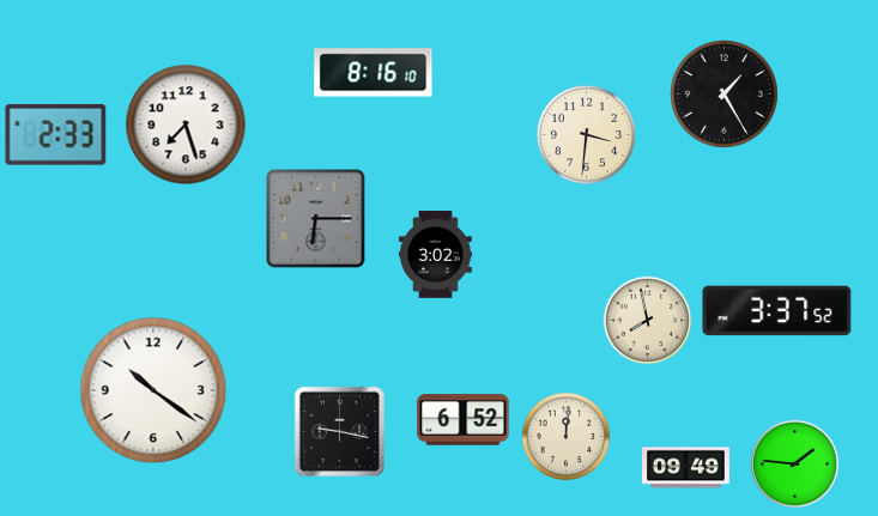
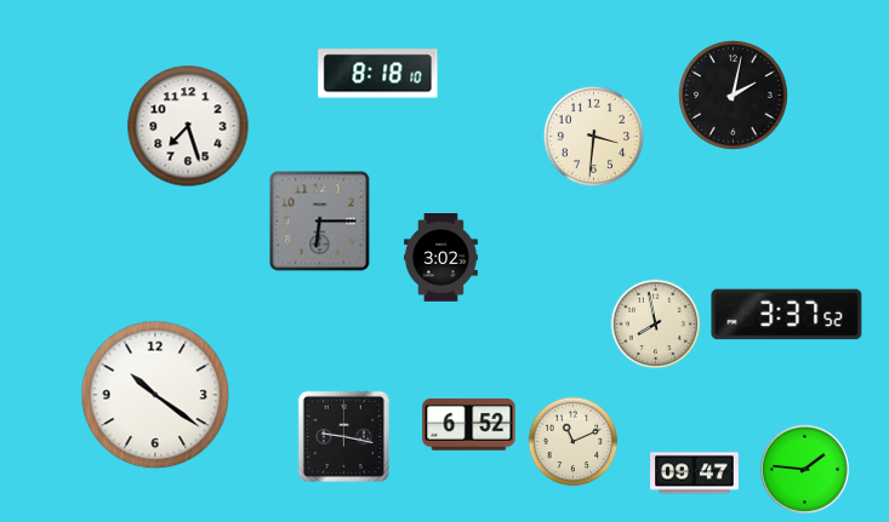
clock at (374, 73): 8:16 -> 8:18
clock at (725, 95): 1:25 -> 2:02
clock at (56, 134): 2:33 -> none
clock at (567, 437): 12:01 -> 11:11
clock at (686, 468): 09:49 -> 09:47
